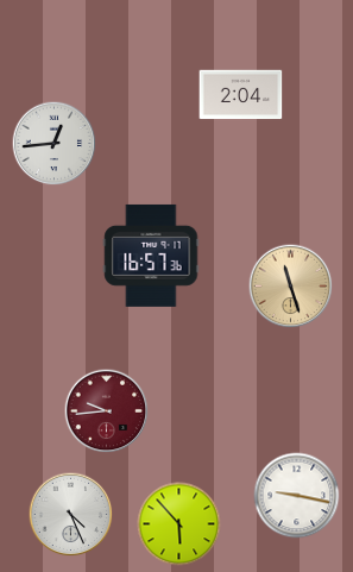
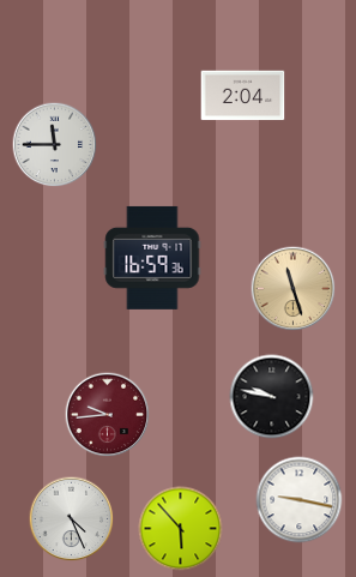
clock at (55, 144): 12:44 -> 11:45
clock at (151, 256): 16:57 -> 16:59
clock at (272, 397): none -> 9:47
